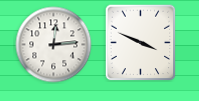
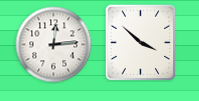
clock at (141, 43): 3:49 -> 3:52
